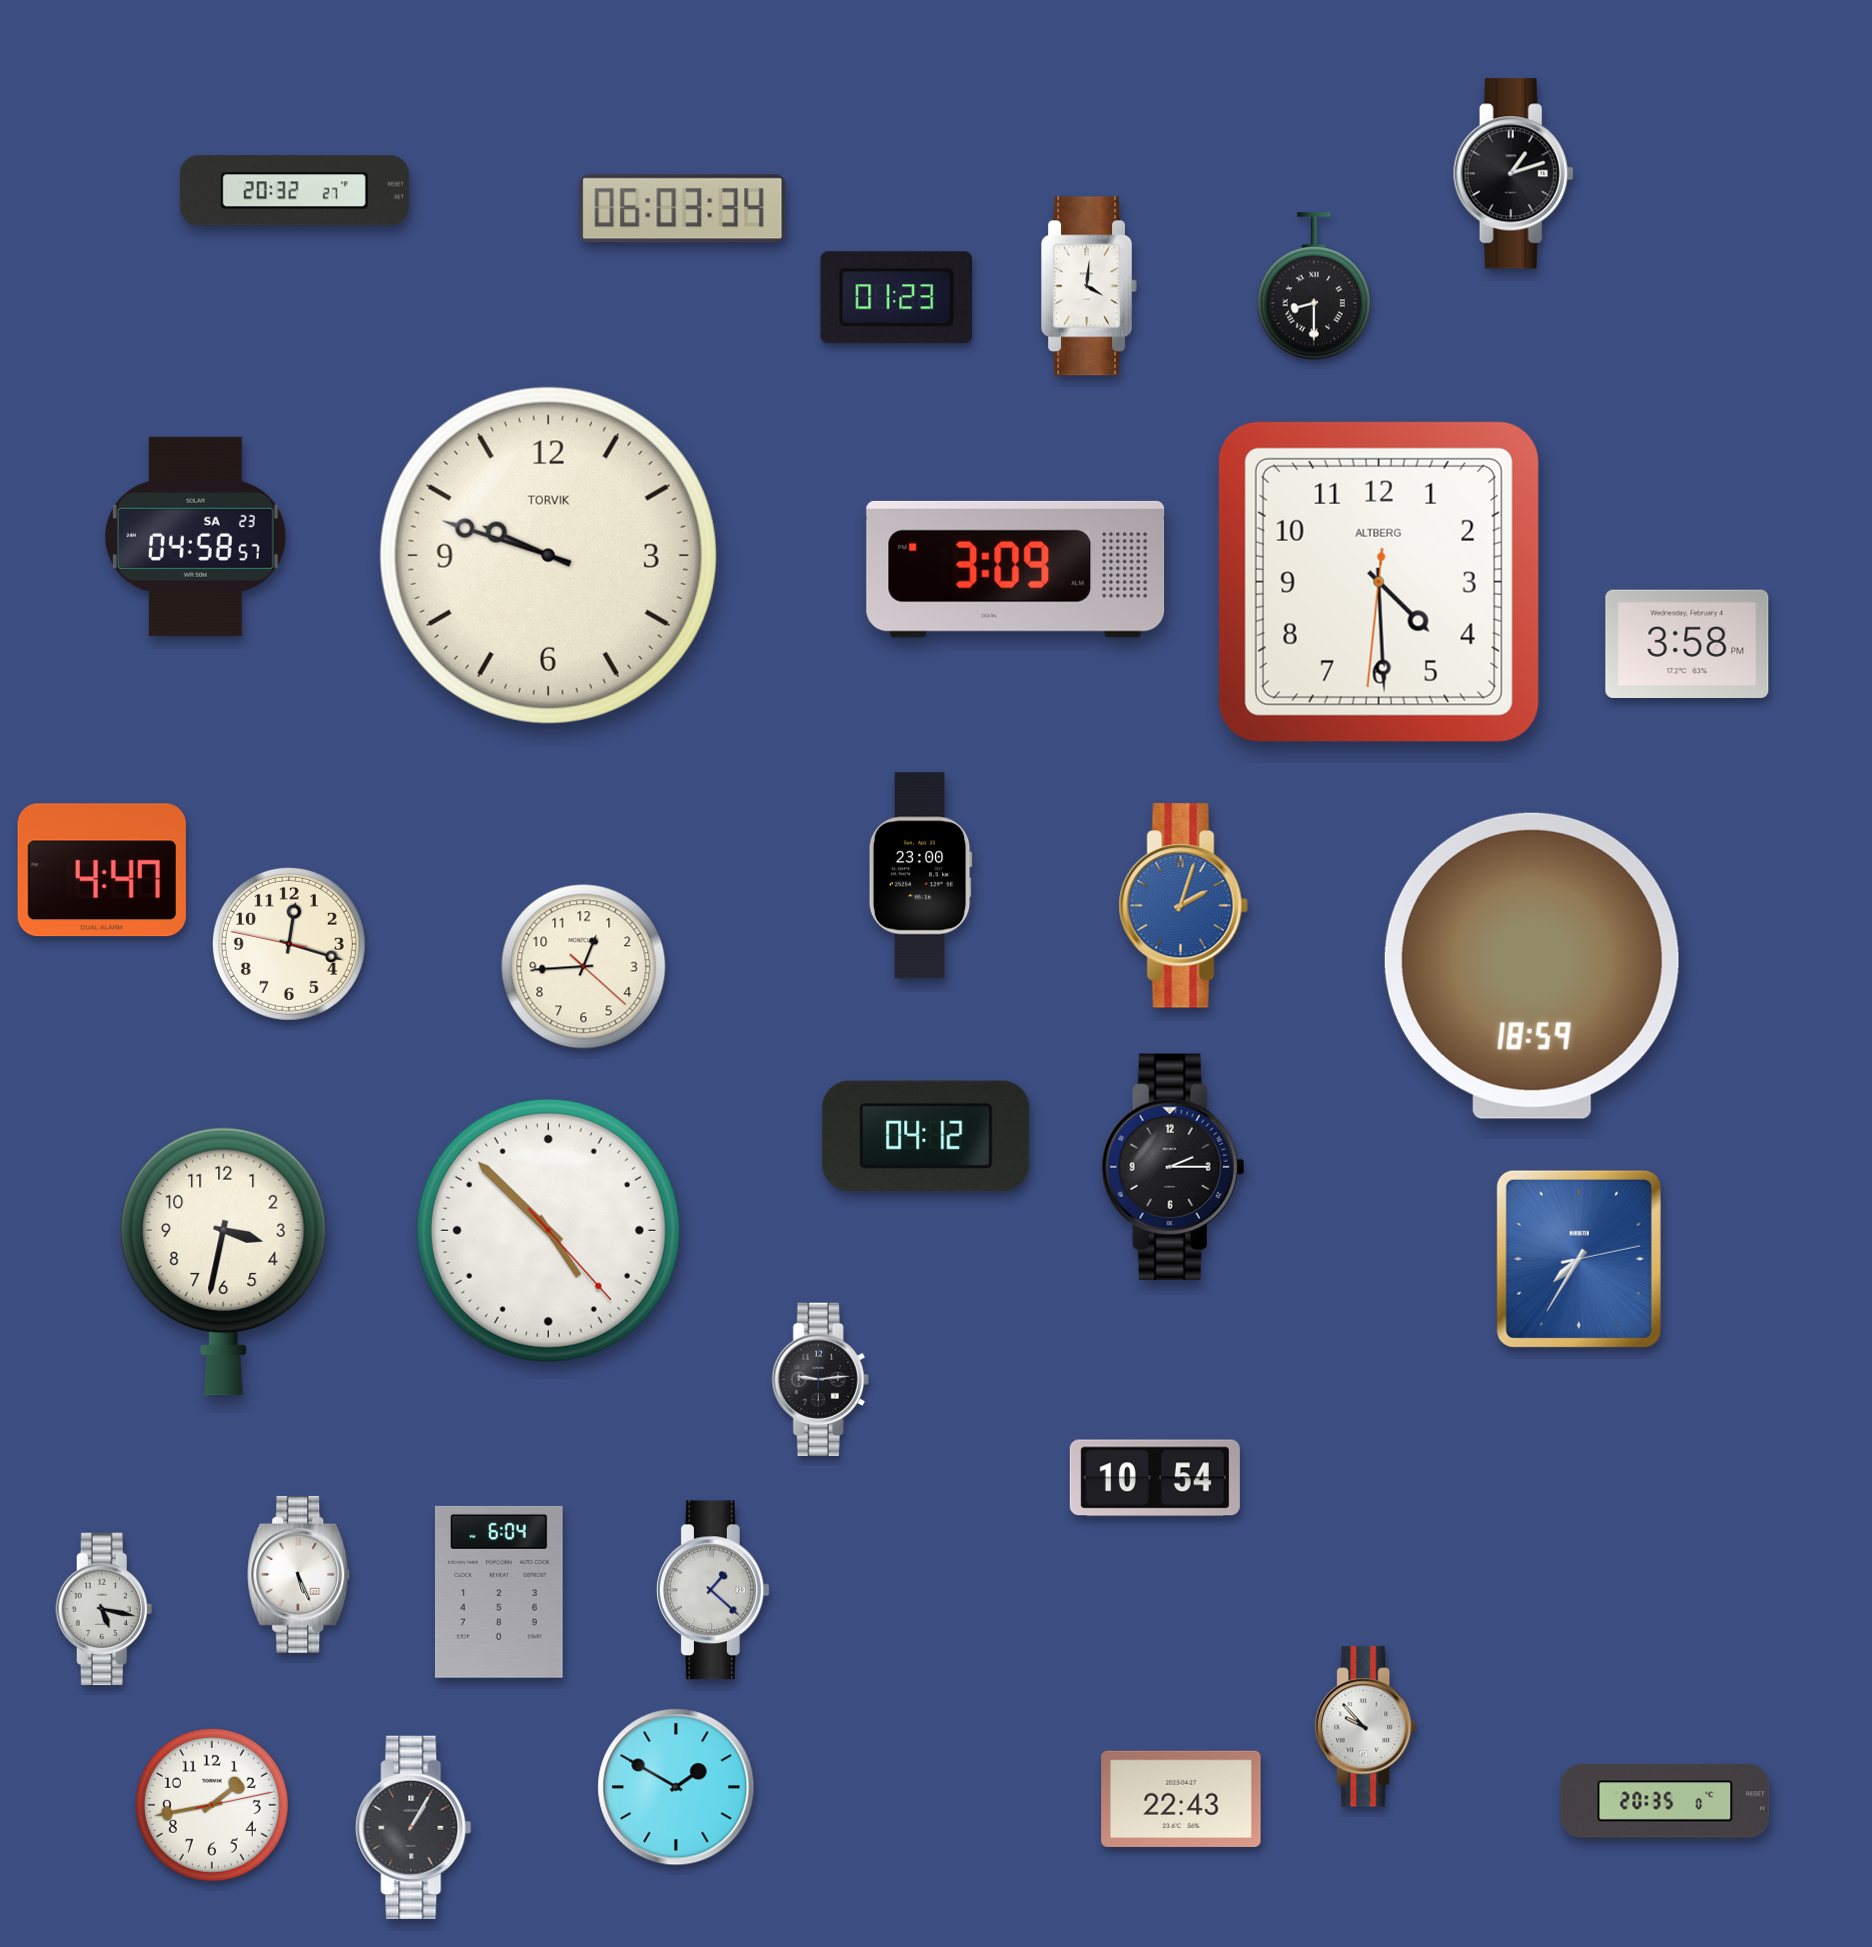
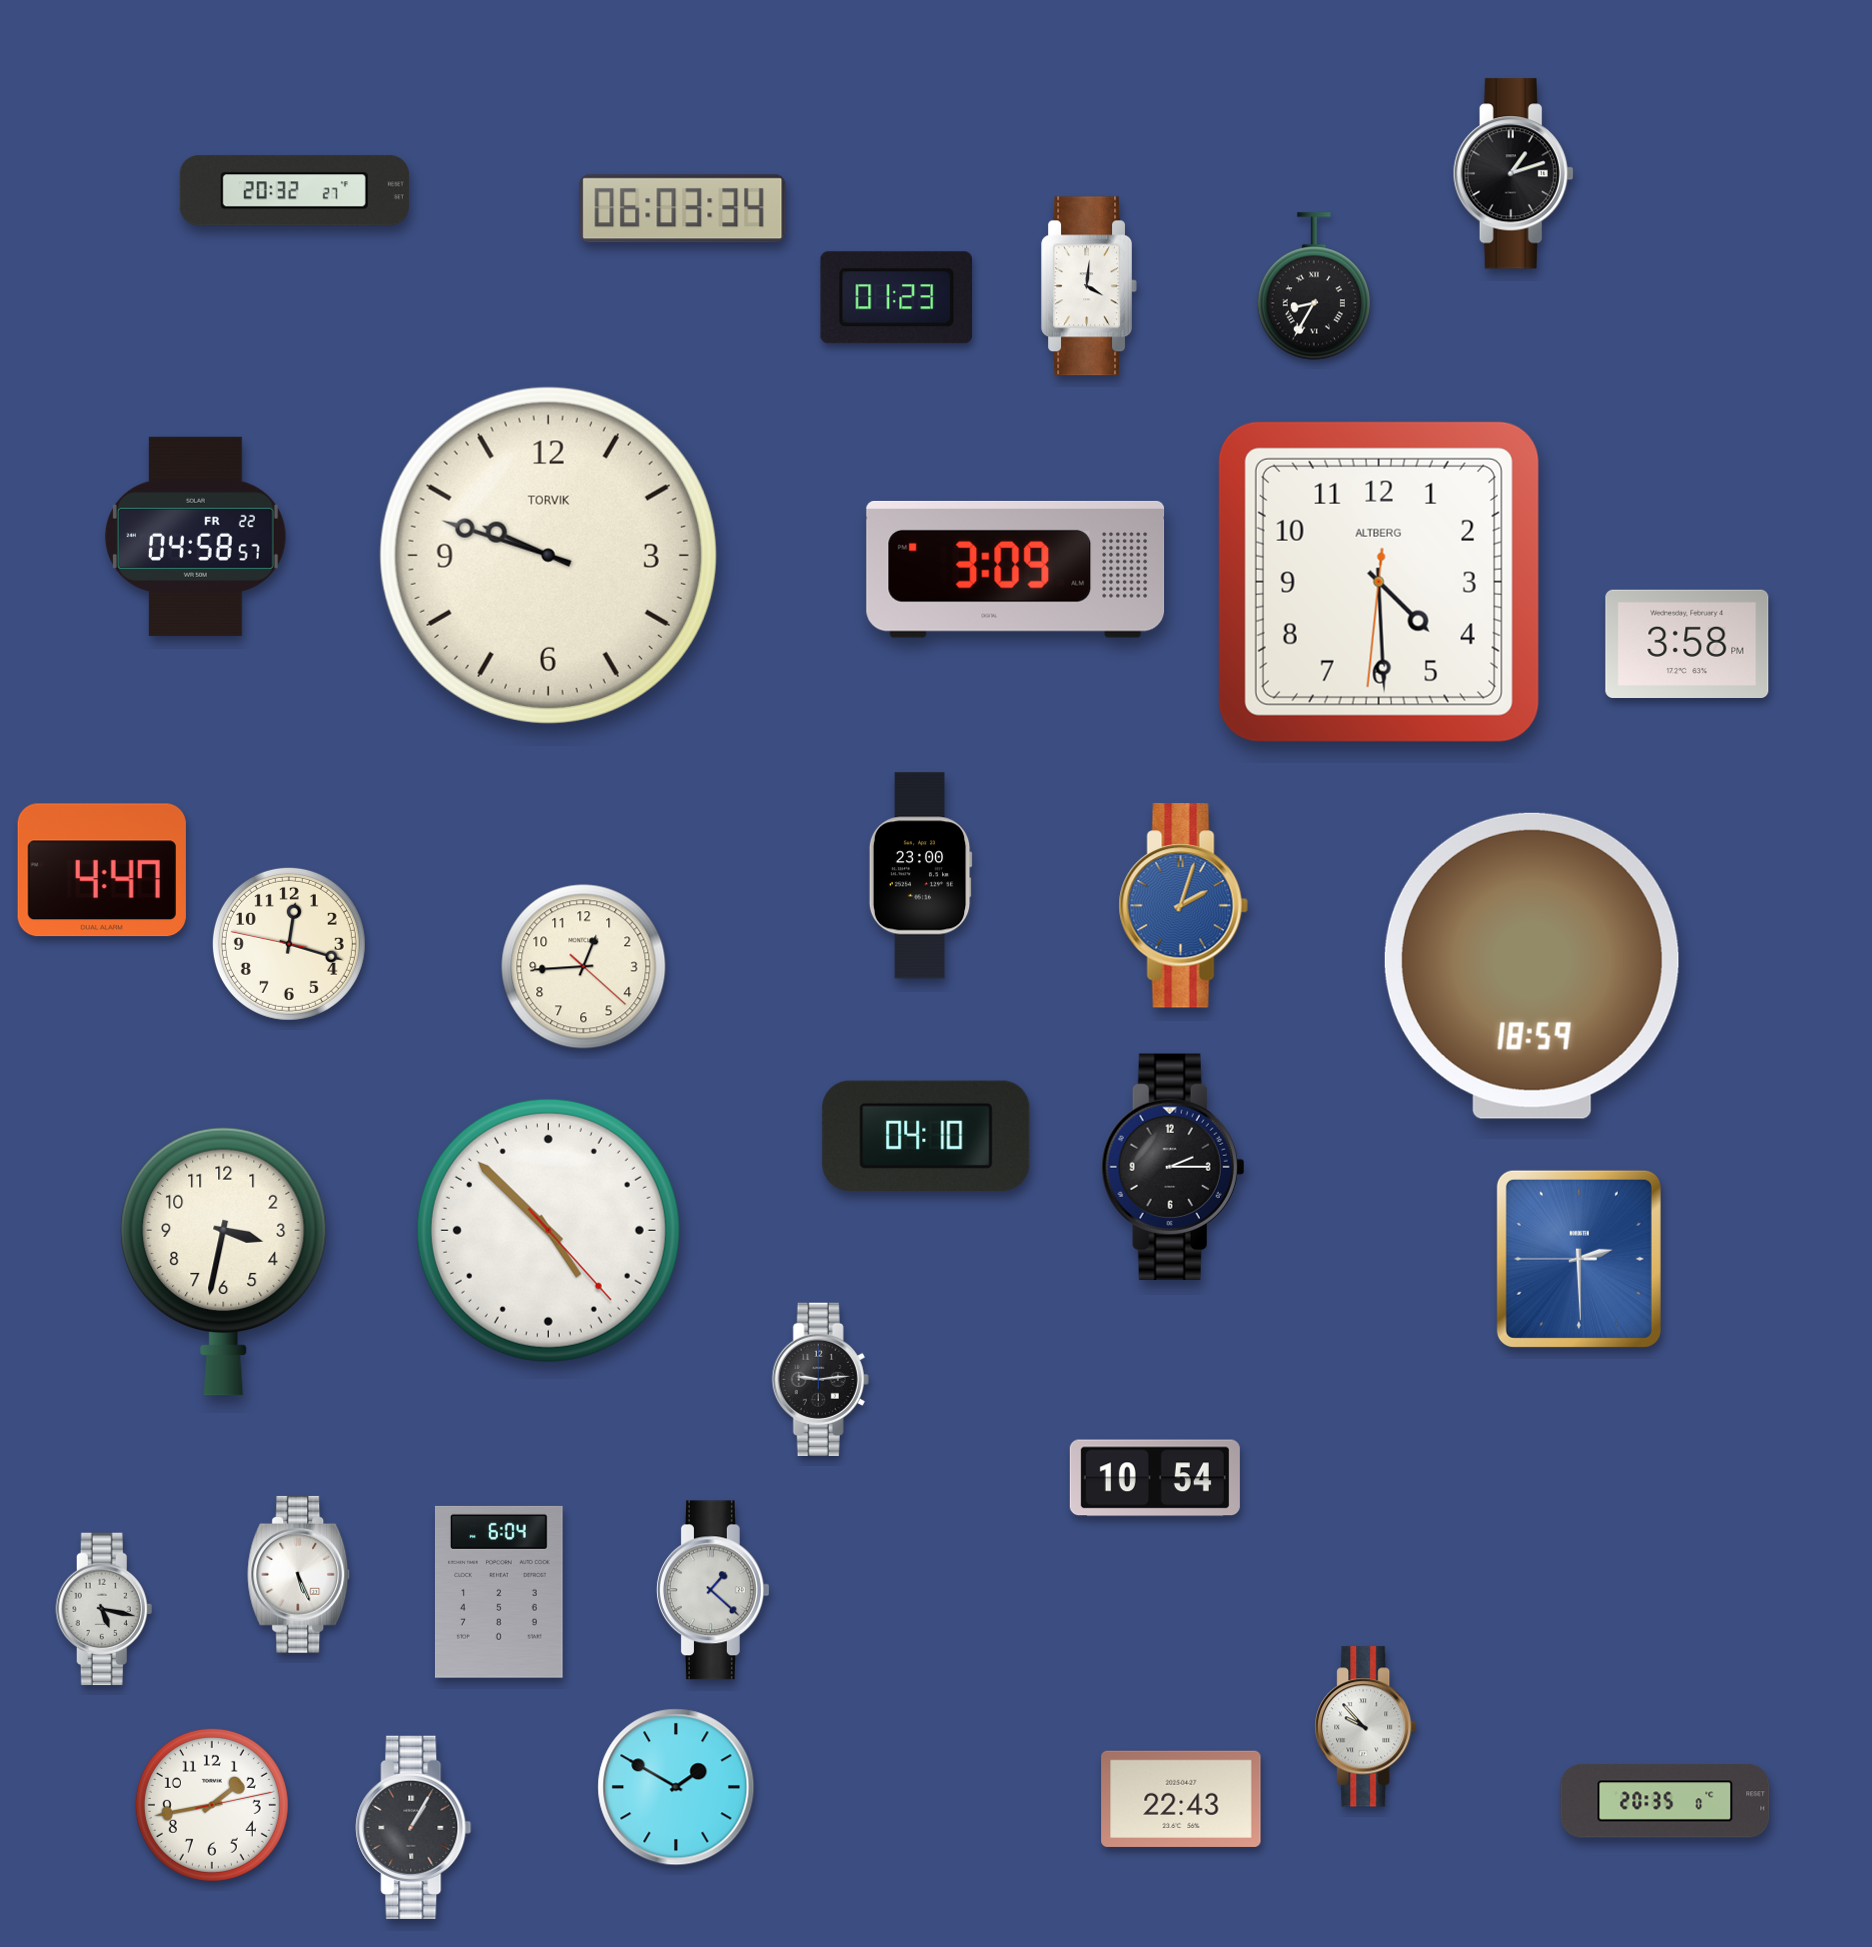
clock at (1314, 286): 8:30 -> 8:35
clock at (195, 536) date: SA 23 -> FR 22
clock at (926, 1136): 04:12 -> 04:10
clock at (1579, 1259): 7:35 -> 2:29
